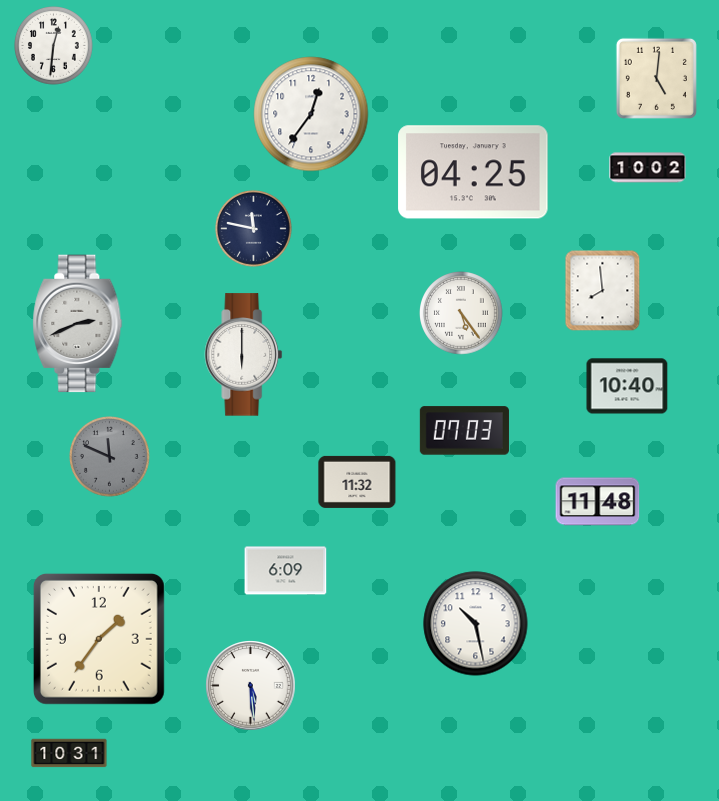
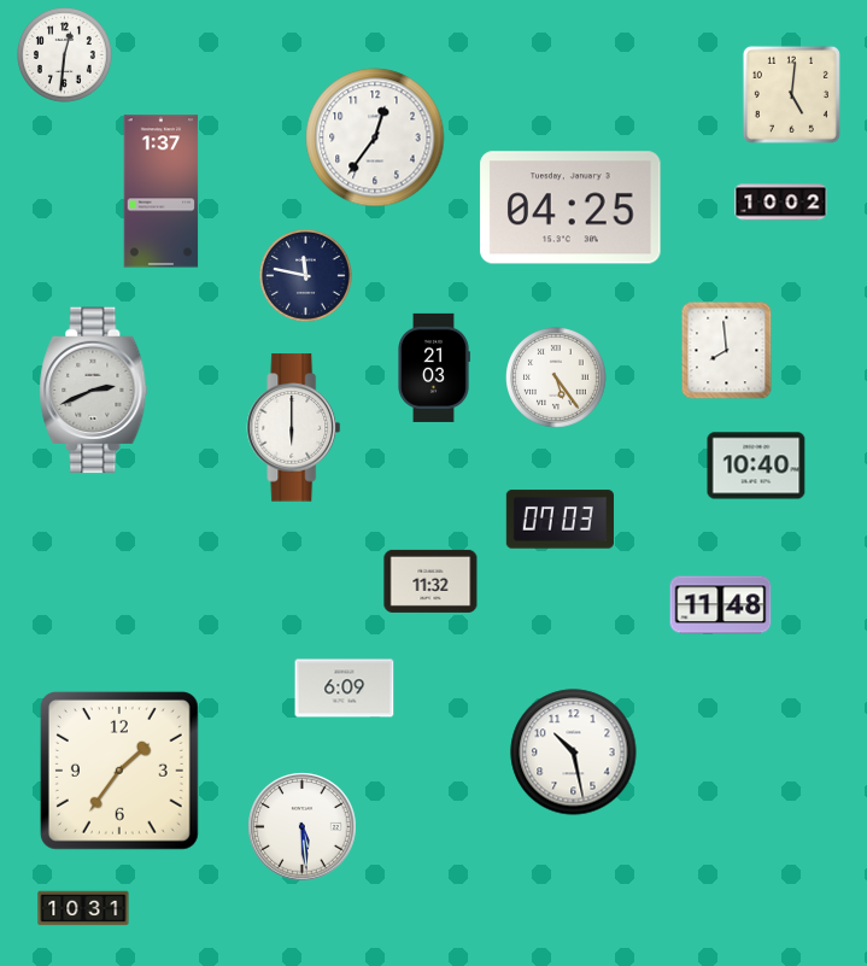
clock at (162, 192): none -> 1:37
clock at (434, 368): none -> 21:03
clock at (110, 457): 11:49 -> none
